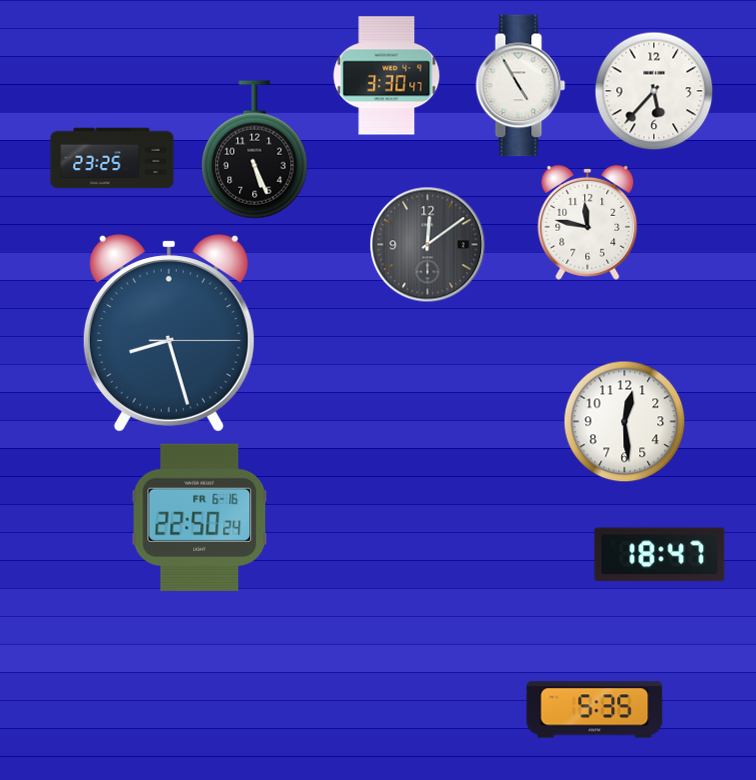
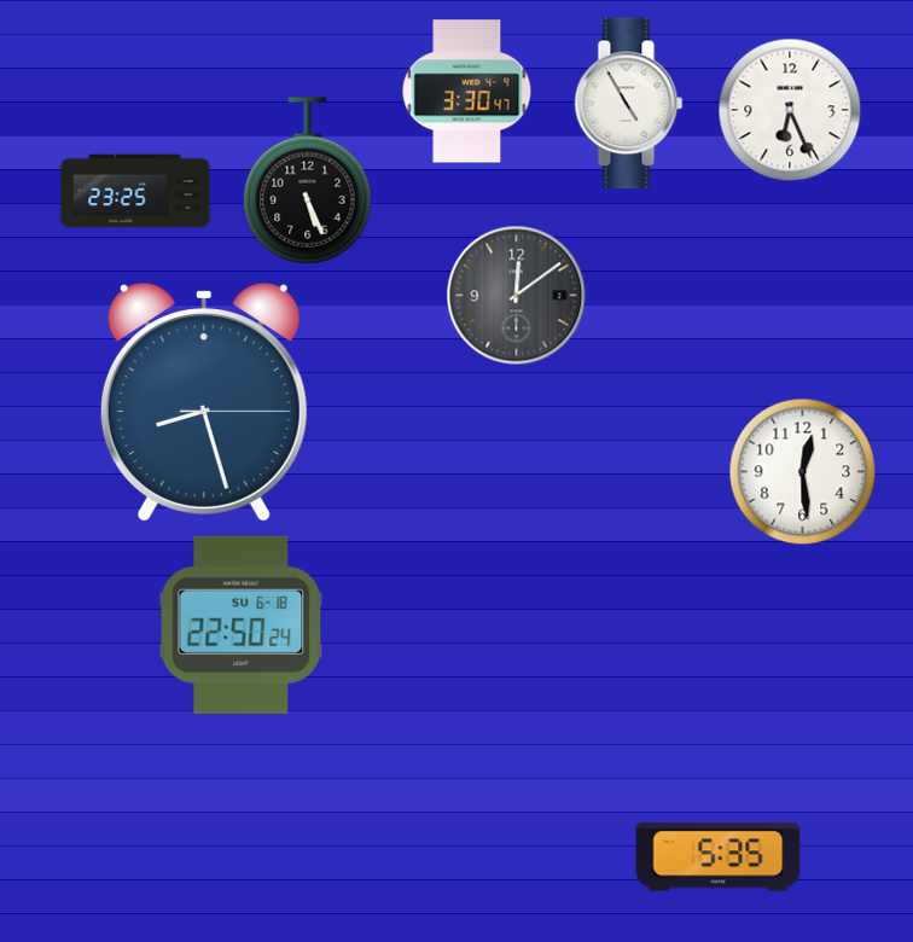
clock at (654, 91): 5:37 -> 6:26
clock at (588, 222): 11:47 -> none
clock at (624, 421) position: (624, 421) -> (802, 471)
clock at (200, 517) date: FR 6-16 -> SU 6-18
clock at (660, 555): 18:47 -> none
